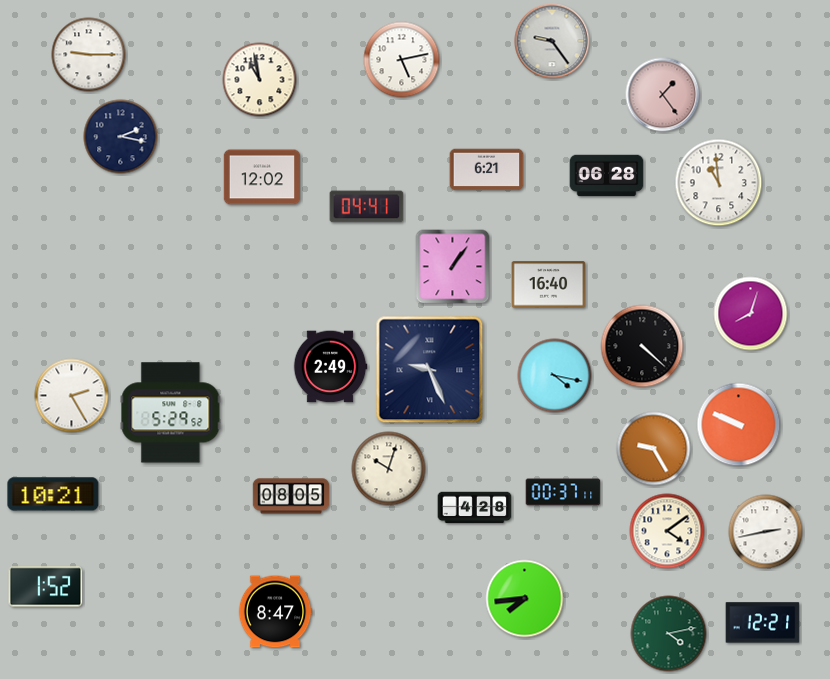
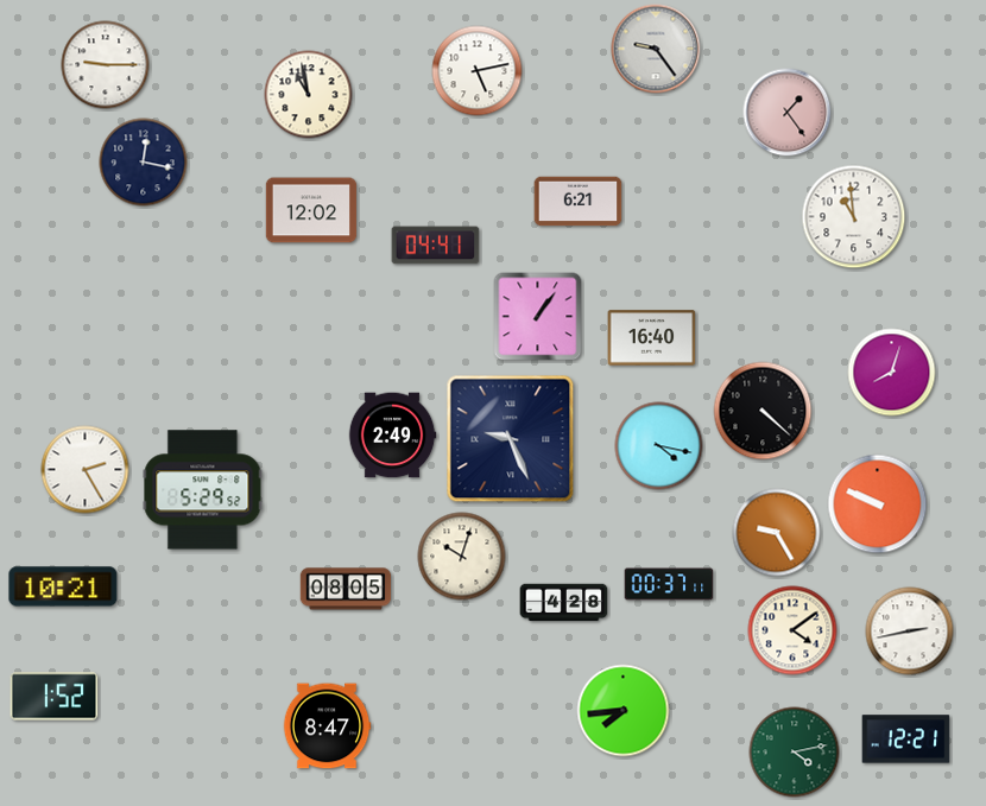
clock at (121, 137): 2:17 -> 12:17
clock at (607, 176): 06:28 -> none
